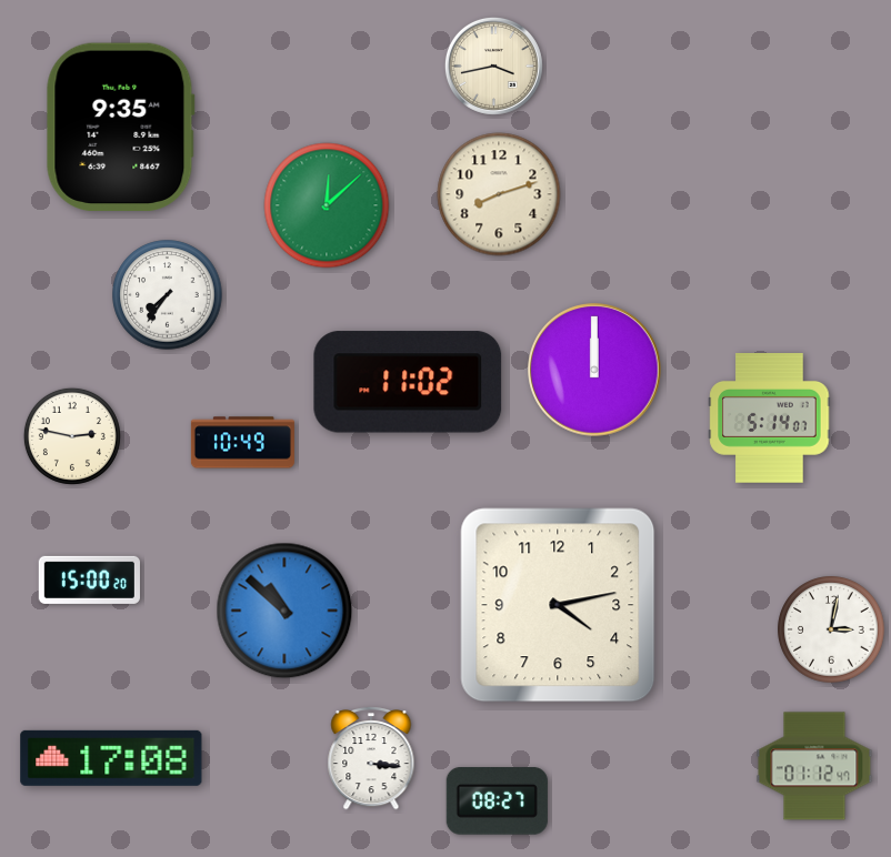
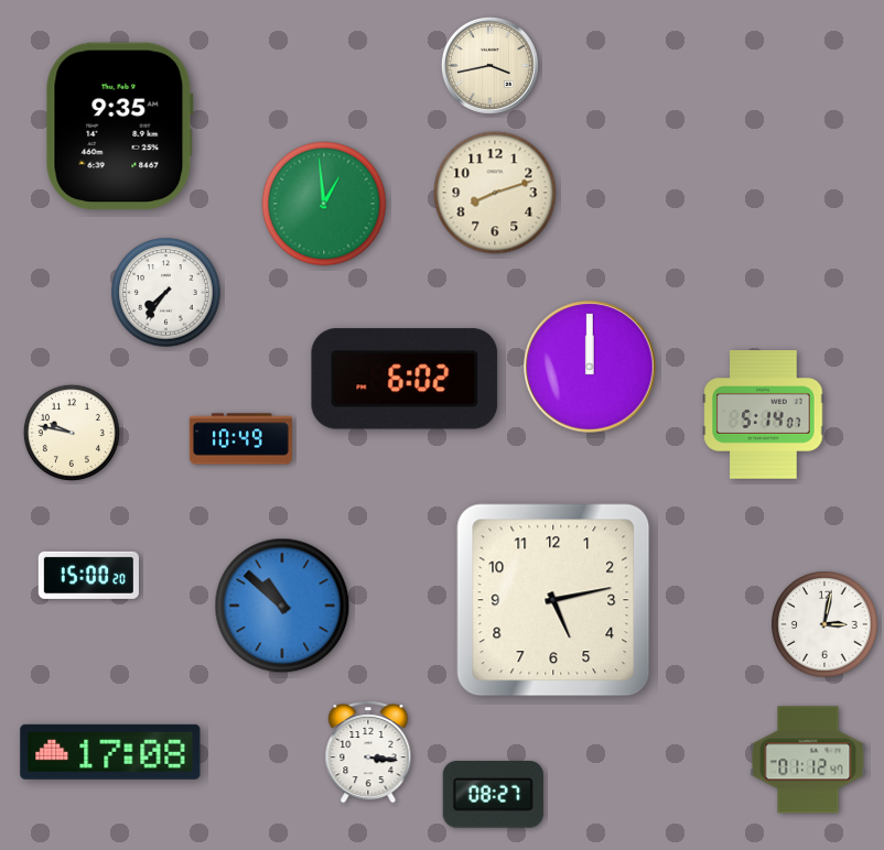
clock at (327, 205): 12:08 -> 12:59
clock at (408, 382): 11:02 -> 6:02
clock at (72, 436): 2:47 -> 9:47
clock at (558, 605): 4:13 -> 5:13
